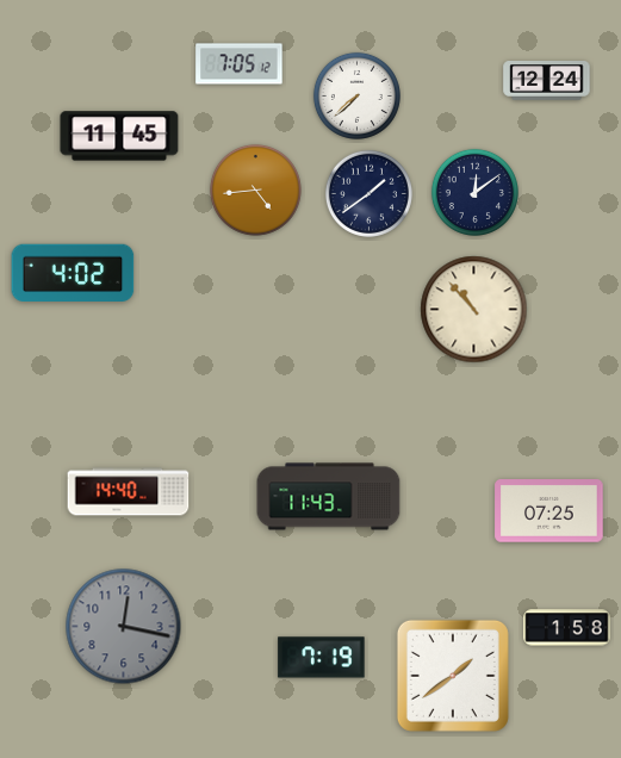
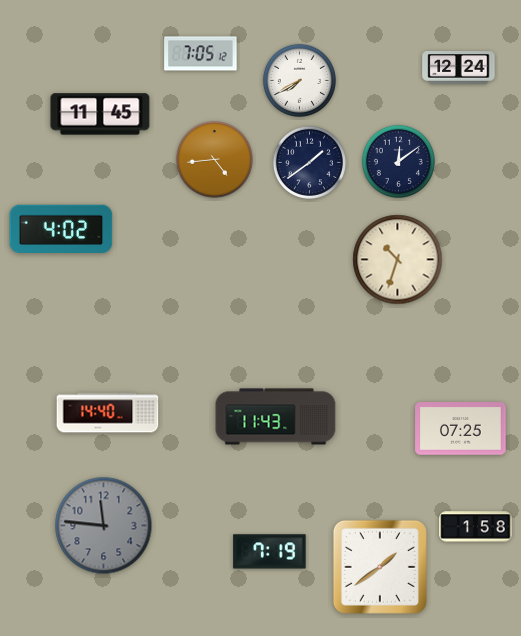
clock at (356, 95): 7:38 -> 7:40
clock at (474, 310): 10:53 -> 10:33
clock at (124, 627): 12:17 -> 11:46
